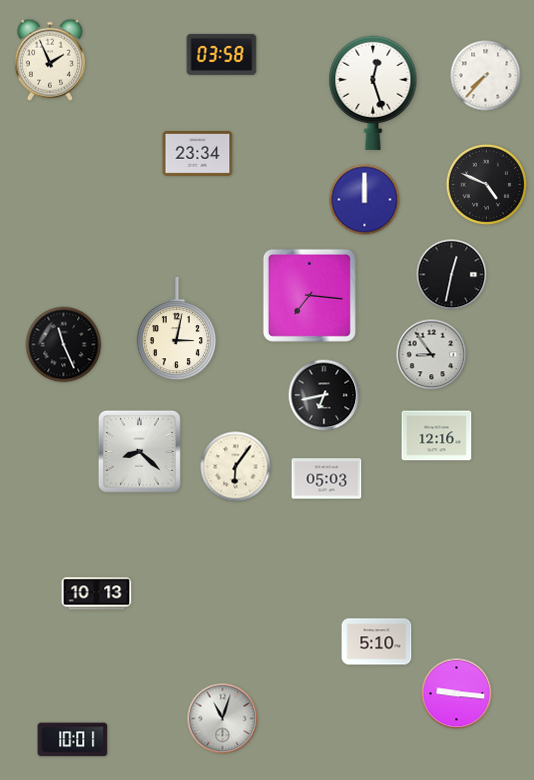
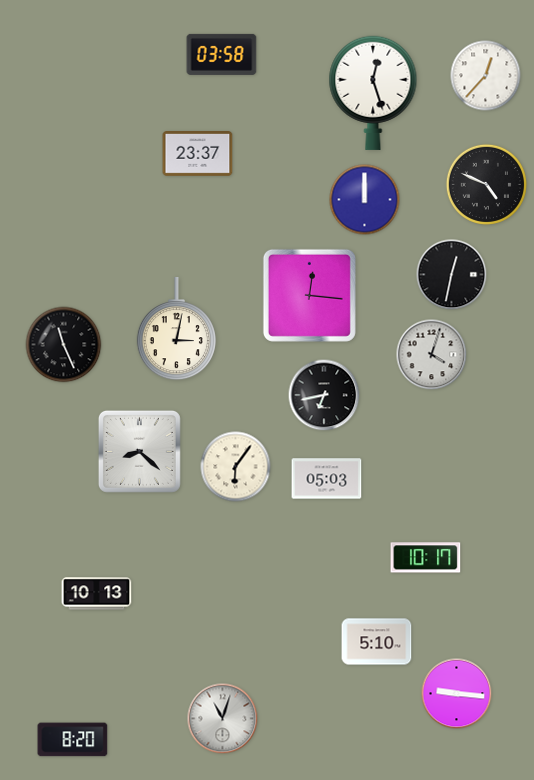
clock at (50, 60): 1:56 -> none
clock at (486, 76): 7:37 -> 12:37
clock at (198, 154): 23:34 -> 23:37
clock at (309, 295): 7:16 -> 12:16
clock at (432, 355): 8:54 -> 4:03
clock at (437, 436): 12:16 -> none
clock at (426, 558): none -> 10:17
clock at (73, 740): 10:01 -> 8:20
